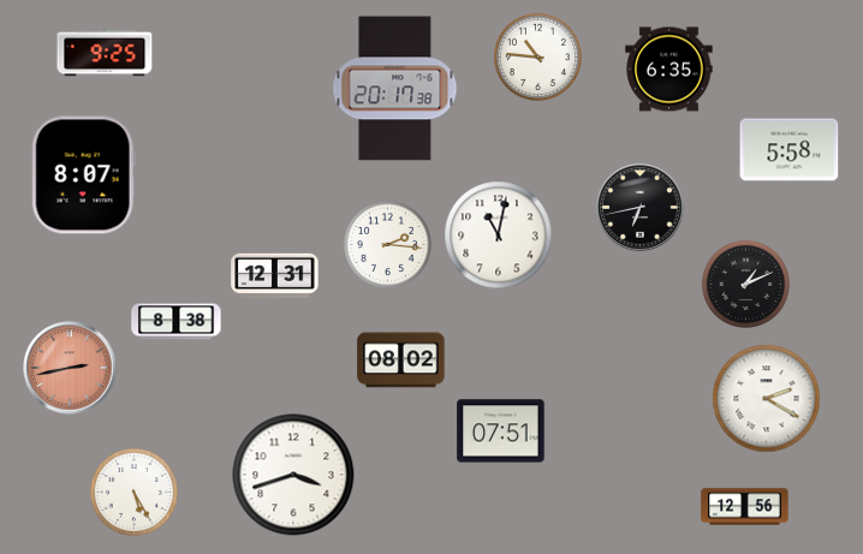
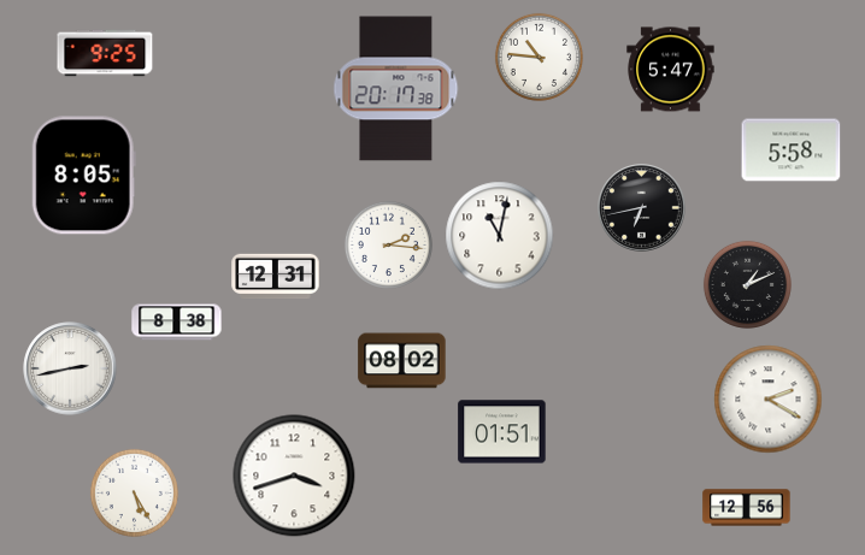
clock at (669, 70): 6:35 -> 5:47
clock at (83, 175): 8:07 -> 8:05
clock at (70, 368) dial: salmon -> white
clock at (501, 431): 07:51 -> 01:51
